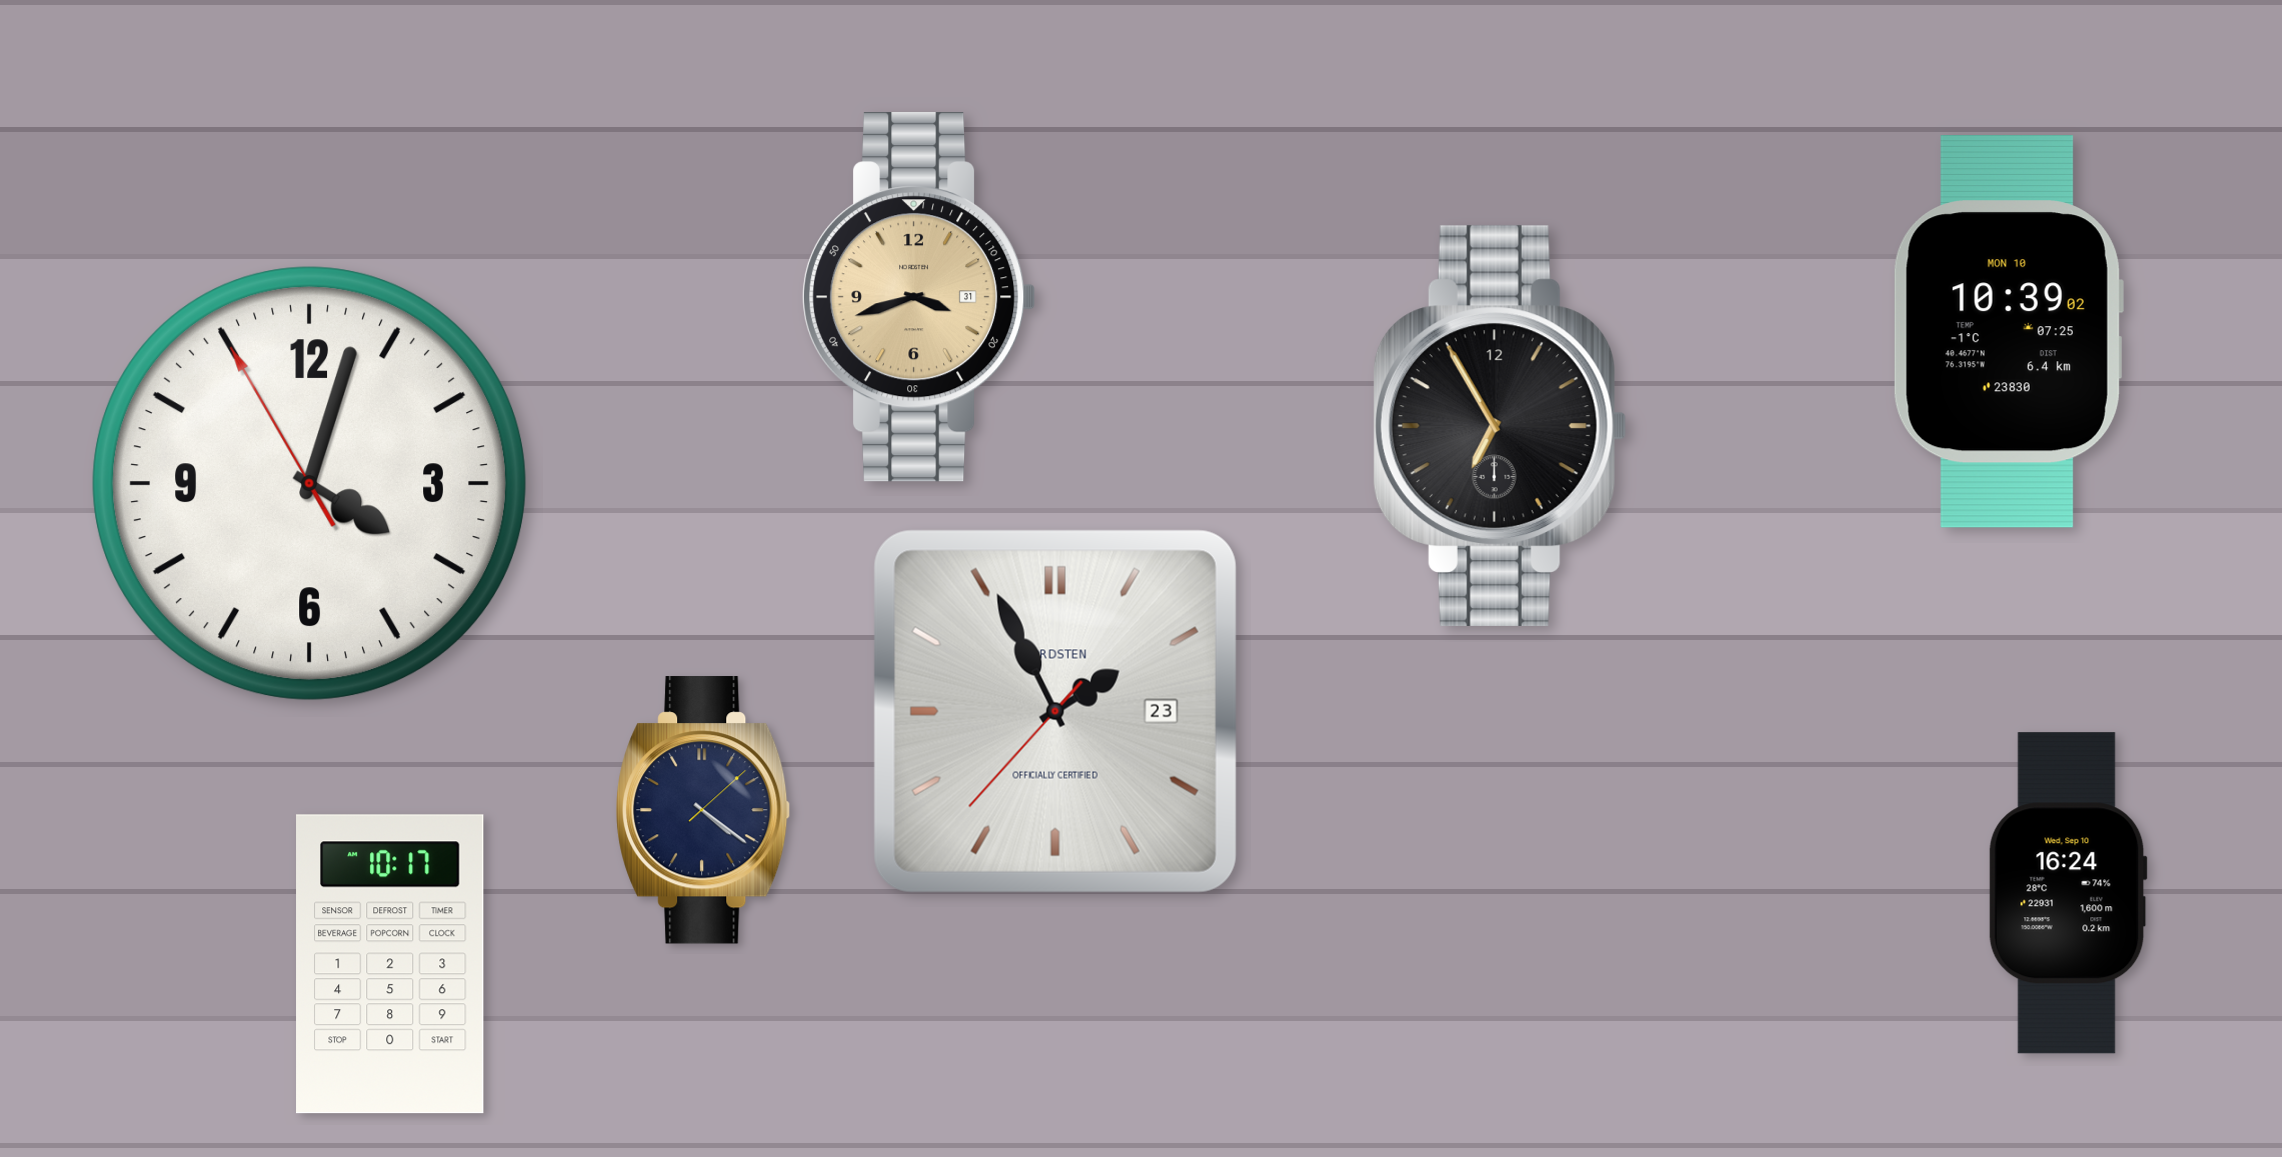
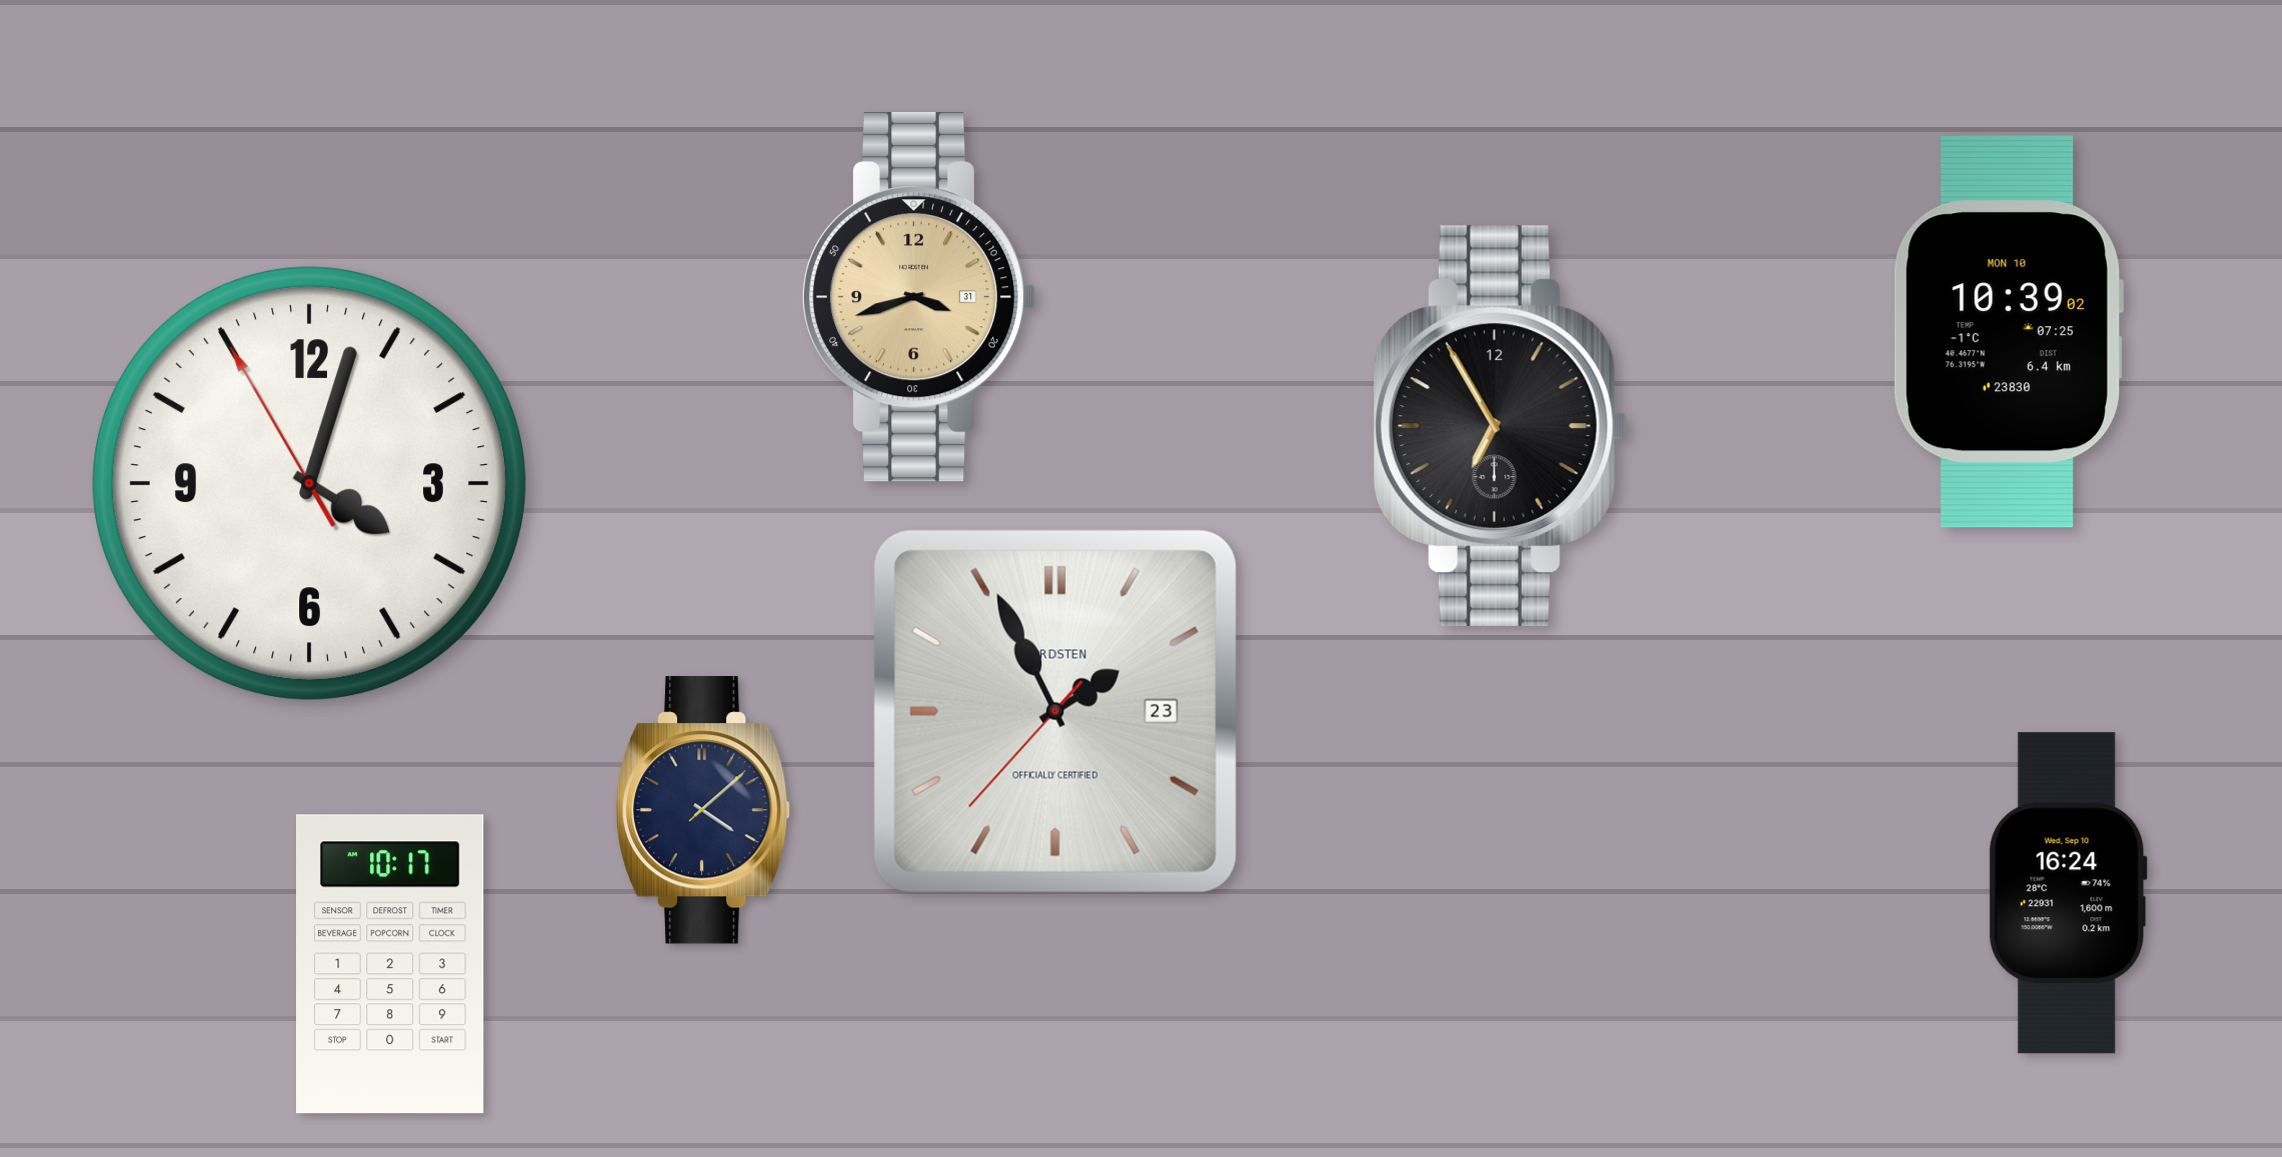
clock at (703, 810): 4:21 -> 4:08
